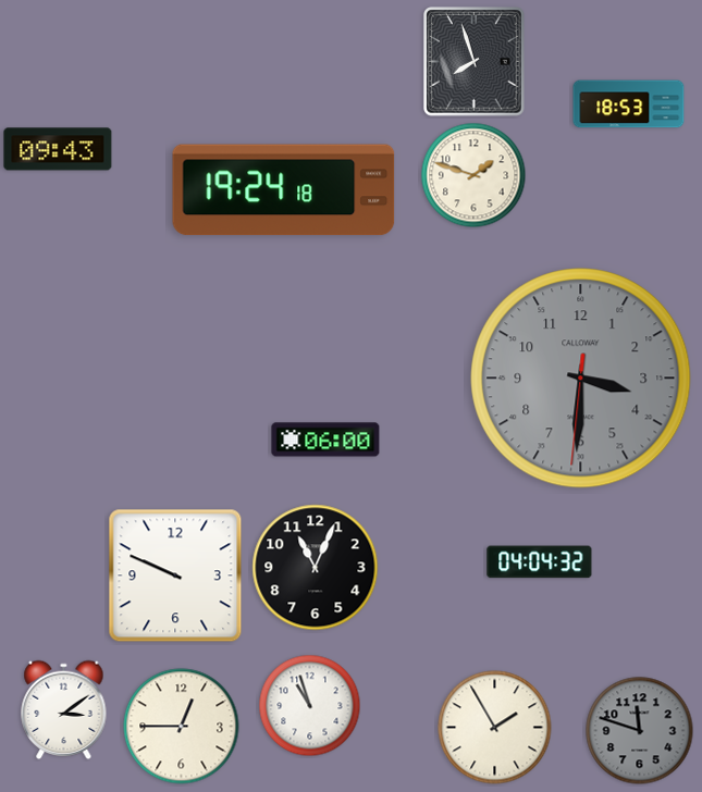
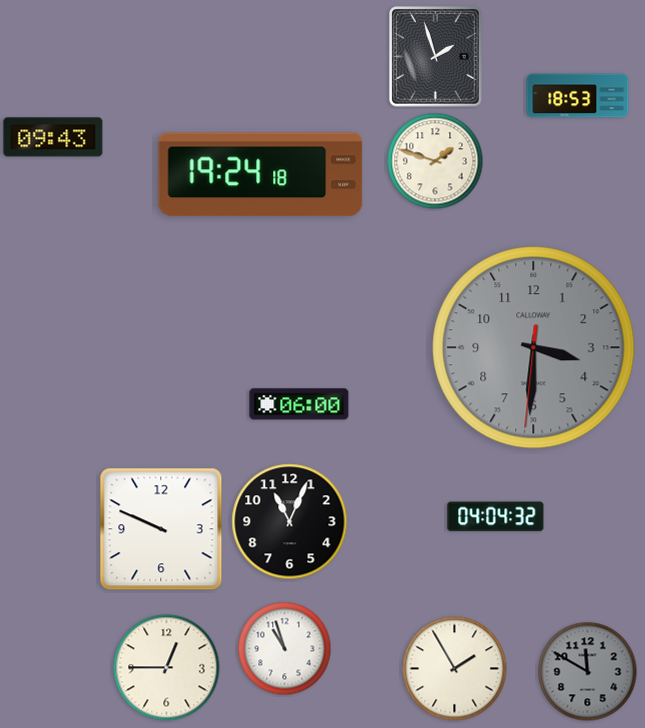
clock at (475, 62): 7:57 -> 1:57
clock at (64, 709): 3:09 -> none
clock at (640, 731): 11:48 -> 11:50
